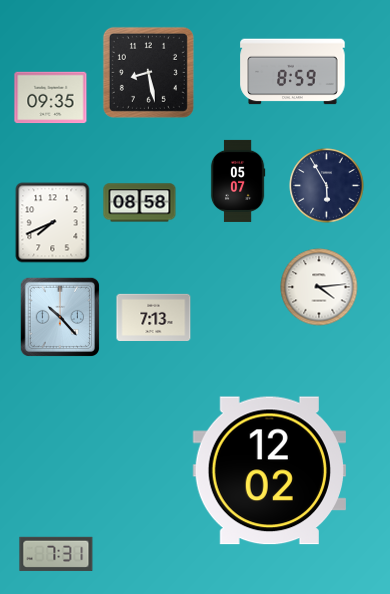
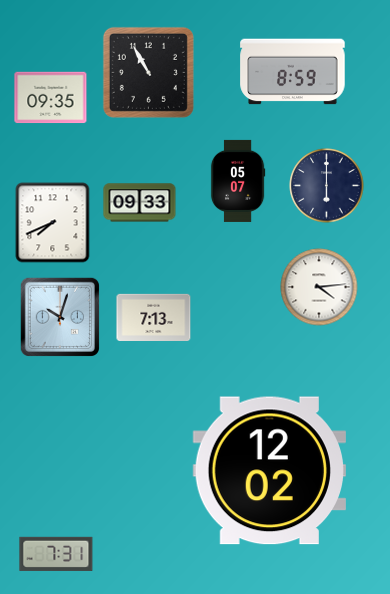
clock at (148, 72): 8:28 -> 10:55
clock at (327, 186): 5:55 -> 6:00
clock at (140, 203): 08:58 -> 09:33
clock at (59, 316): 10:23 -> 10:03
